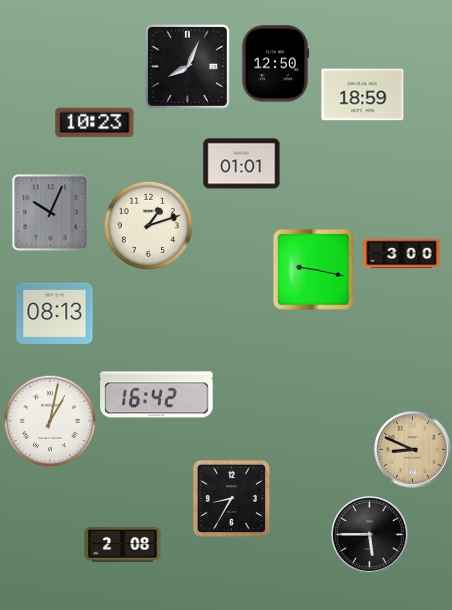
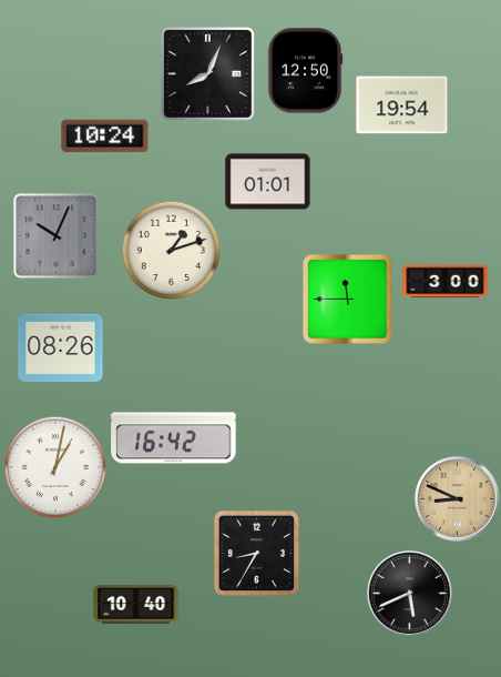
clock at (363, 95): 18:59 -> 19:54
clock at (95, 123): 10:23 -> 10:24
clock at (148, 225) position: (148, 225) -> (171, 250)
clock at (314, 270): 9:17 -> 11:45
clock at (55, 313): 08:13 -> 08:26
clock at (370, 535): 5:45 -> 5:41
clock at (123, 545): 2:08 -> 10:40
